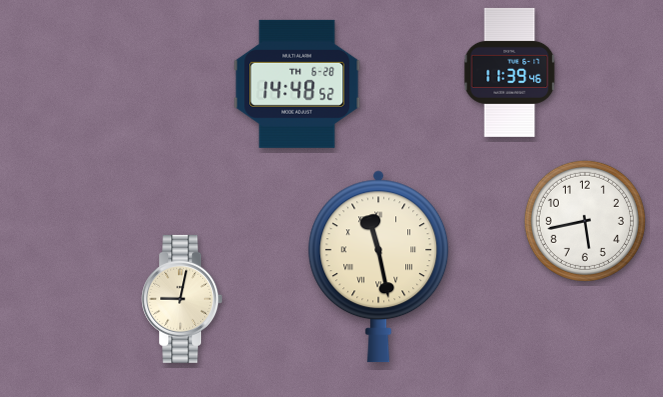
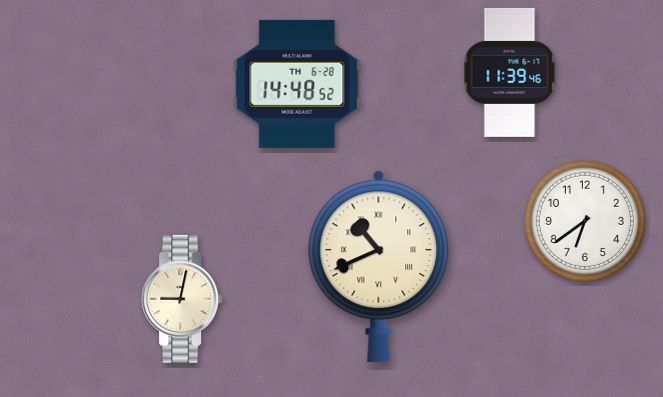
clock at (585, 221): 5:43 -> 6:39
clock at (379, 267): 11:28 -> 10:41
